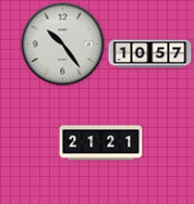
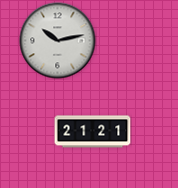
clock at (63, 44): 10:24 -> 10:13
clock at (150, 54): 10:57 -> none
